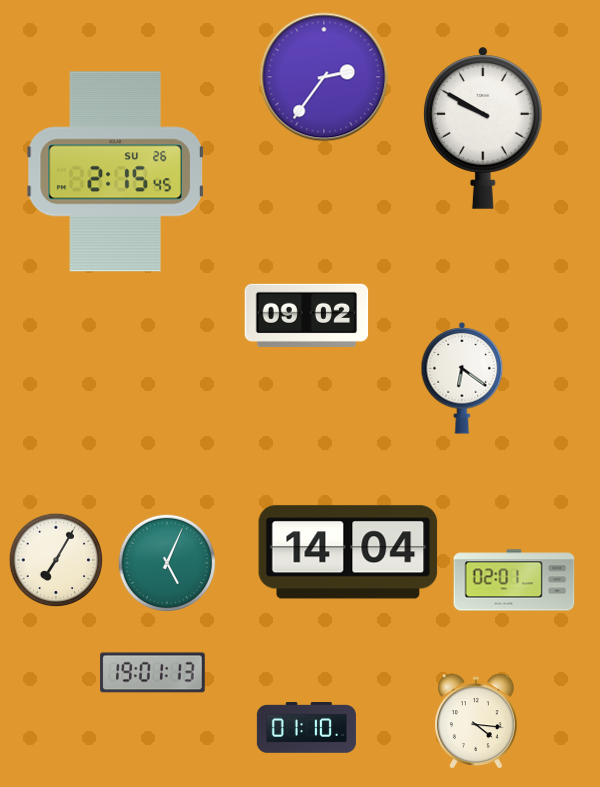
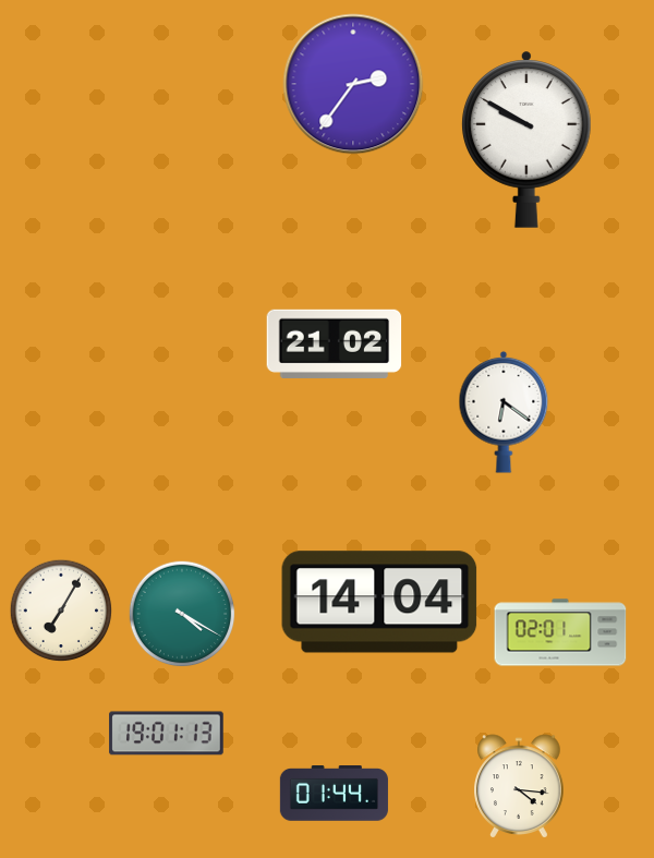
clock at (116, 172): 2:15 -> none
clock at (307, 315): 09:02 -> 21:02
clock at (167, 563): 5:04 -> 4:20
clock at (306, 728): 01:10 -> 01:44
